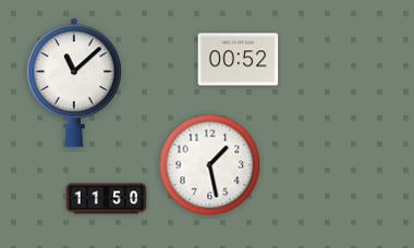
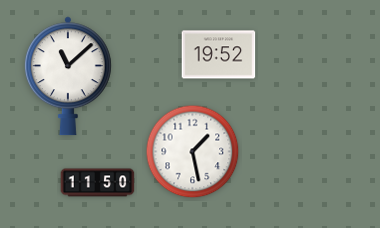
clock at (239, 60): 00:52 -> 19:52
